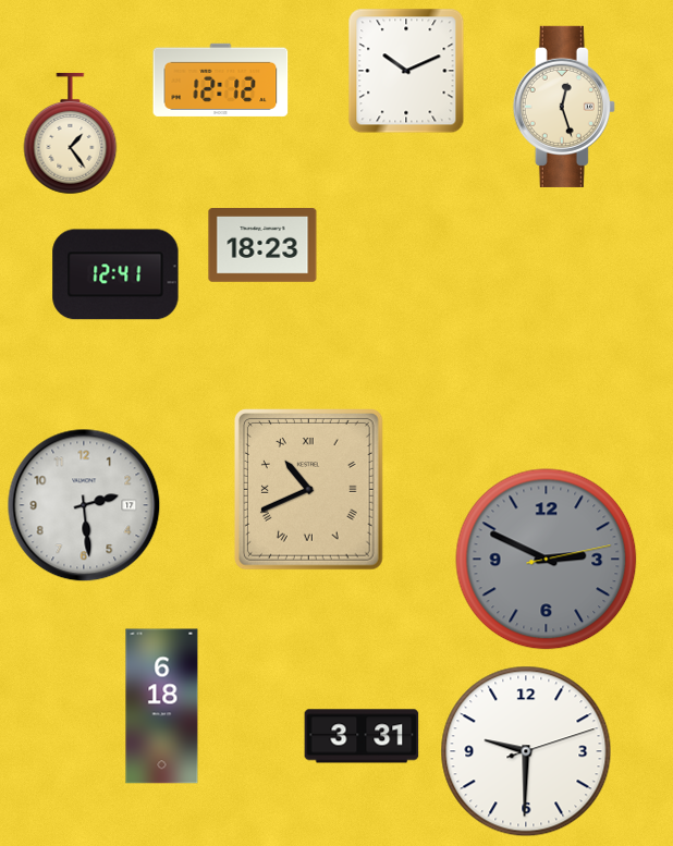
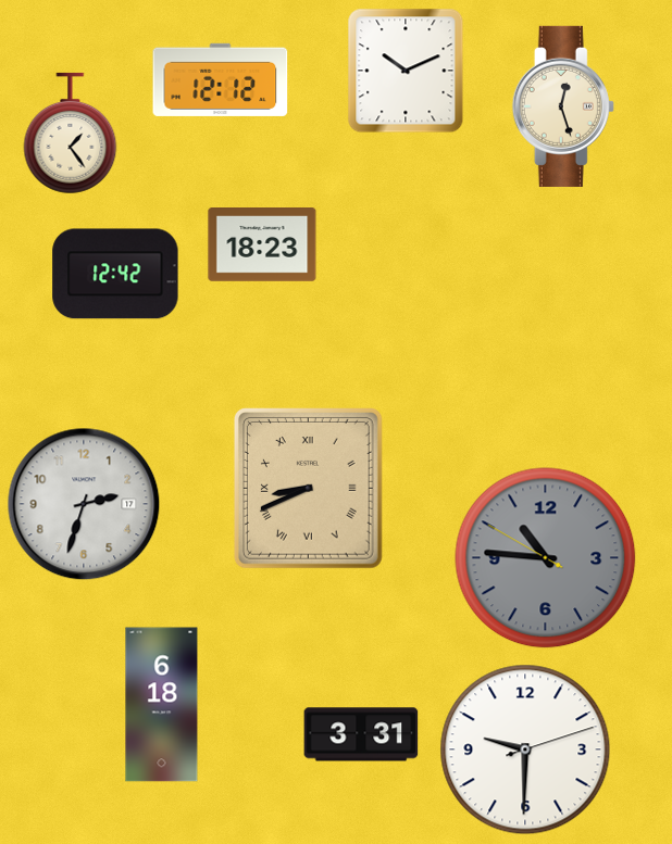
clock at (115, 274): 12:41 -> 12:42
clock at (308, 490): 10:41 -> 8:41
clock at (84, 505): 2:29 -> 2:33
clock at (547, 560): 2:49 -> 10:45
